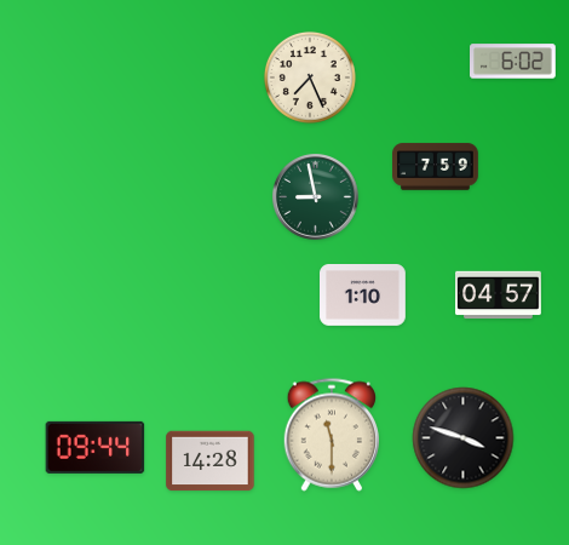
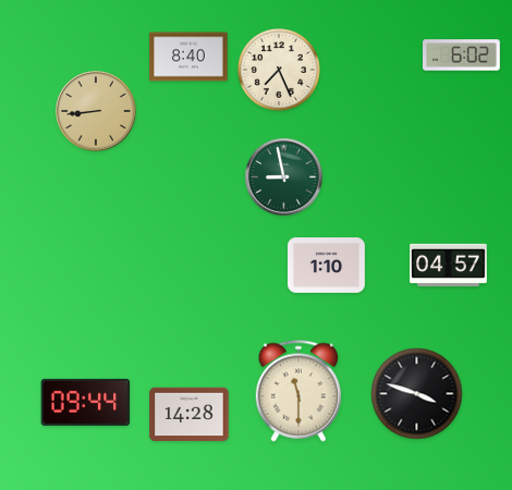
clock at (188, 57): none -> 8:40
clock at (96, 111): none -> 8:44
clock at (436, 167): 7:59 -> none
